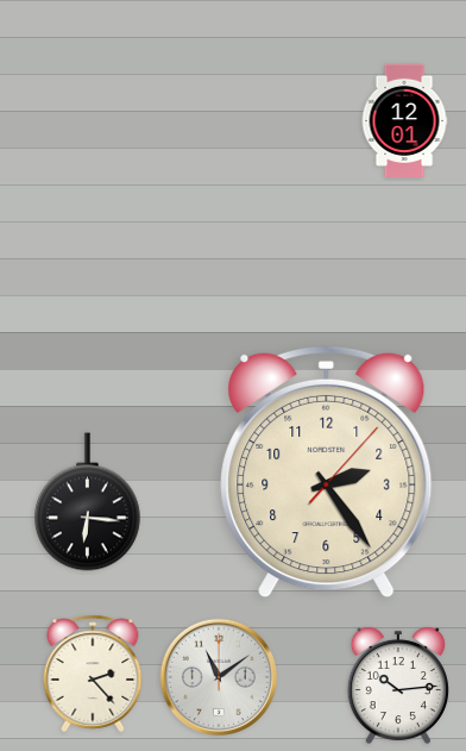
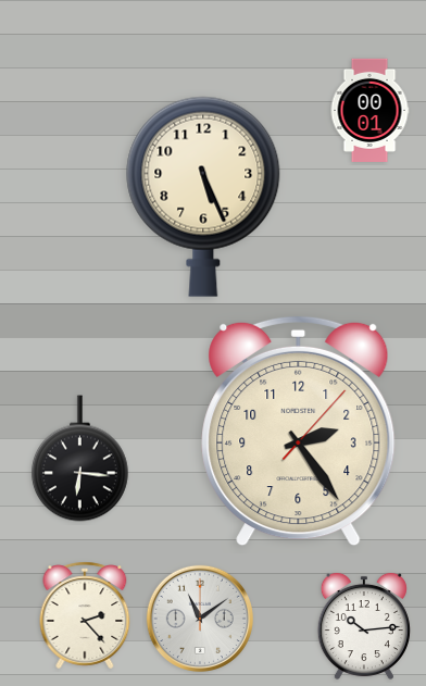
clock at (404, 120): 12:01 -> 00:01
clock at (203, 197): none -> 5:26
